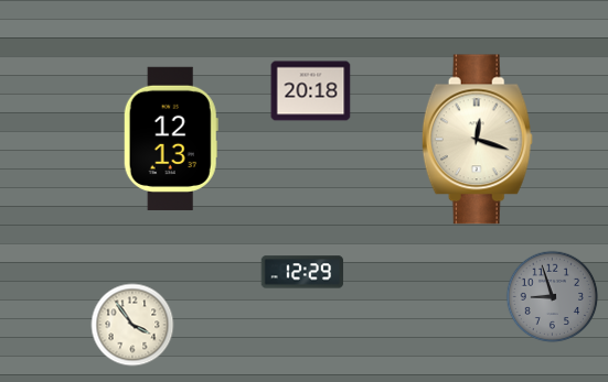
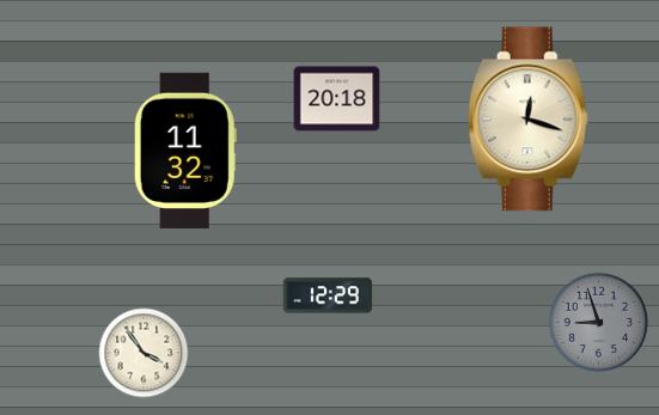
clock at (171, 139): 12:13 -> 11:32
clock at (477, 140) position: (477, 140) -> (527, 120)
